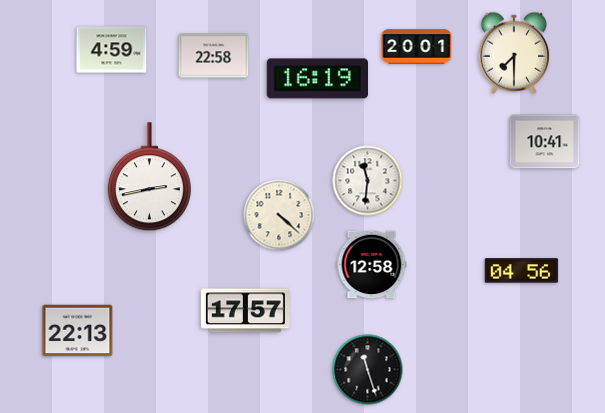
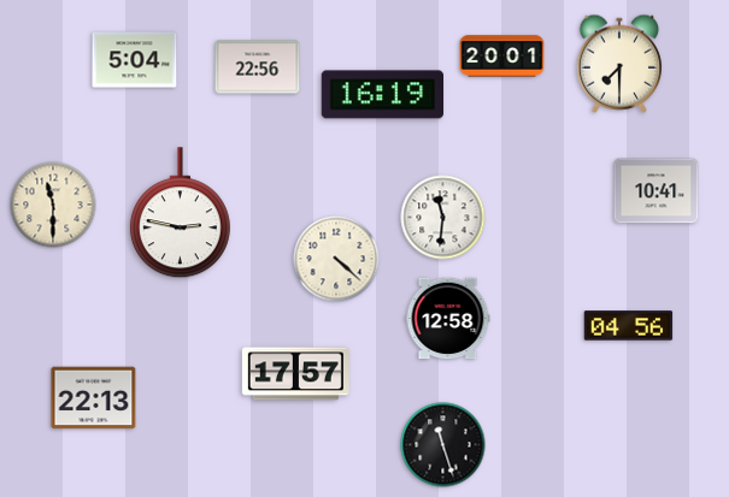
clock at (112, 50): 4:59 -> 5:04
clock at (214, 56): 22:58 -> 22:56
clock at (545, 142) position: (545, 142) -> (657, 191)
clock at (53, 205): none -> 11:30
clock at (149, 177): 2:43 -> 2:47
